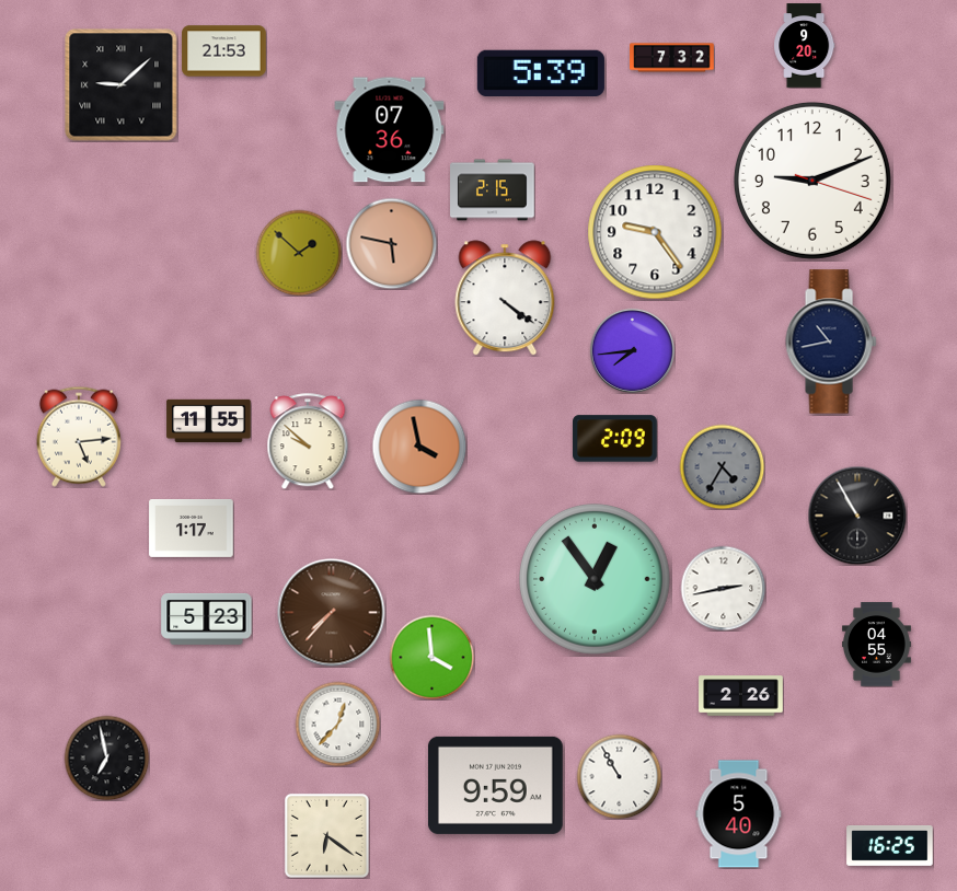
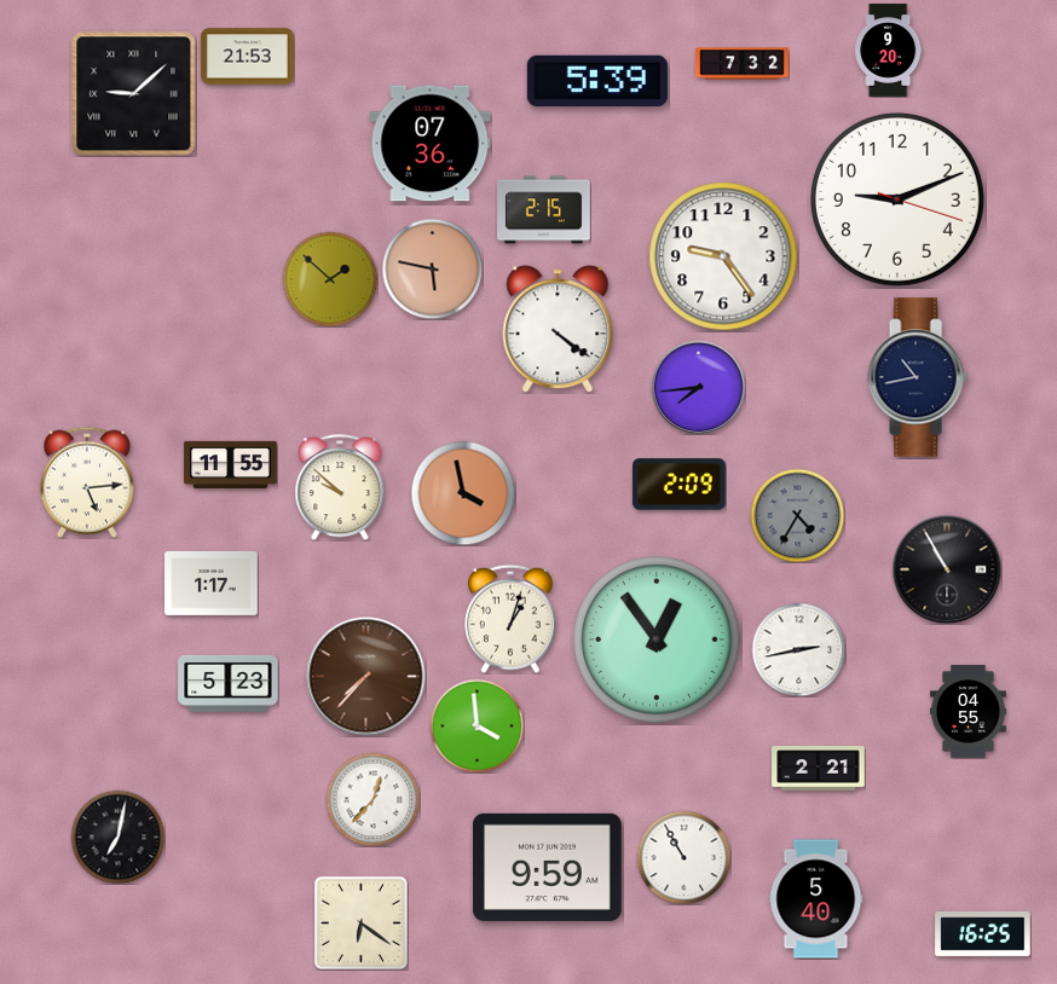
clock at (510, 619): none -> 1:03
clock at (741, 696): 2:26 -> 2:21
clock at (106, 757): 6:58 -> 7:02
